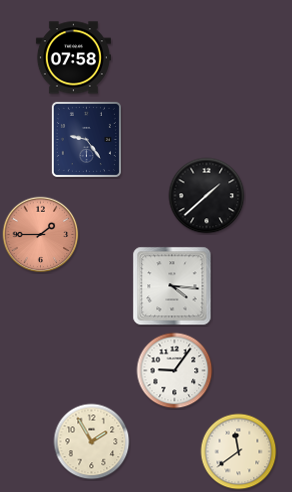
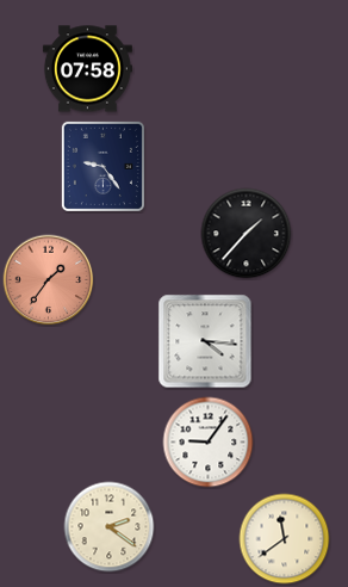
clock at (207, 196): 1:38 -> 1:37
clock at (41, 235): 1:45 -> 1:36
clock at (92, 442): 1:55 -> 2:21
